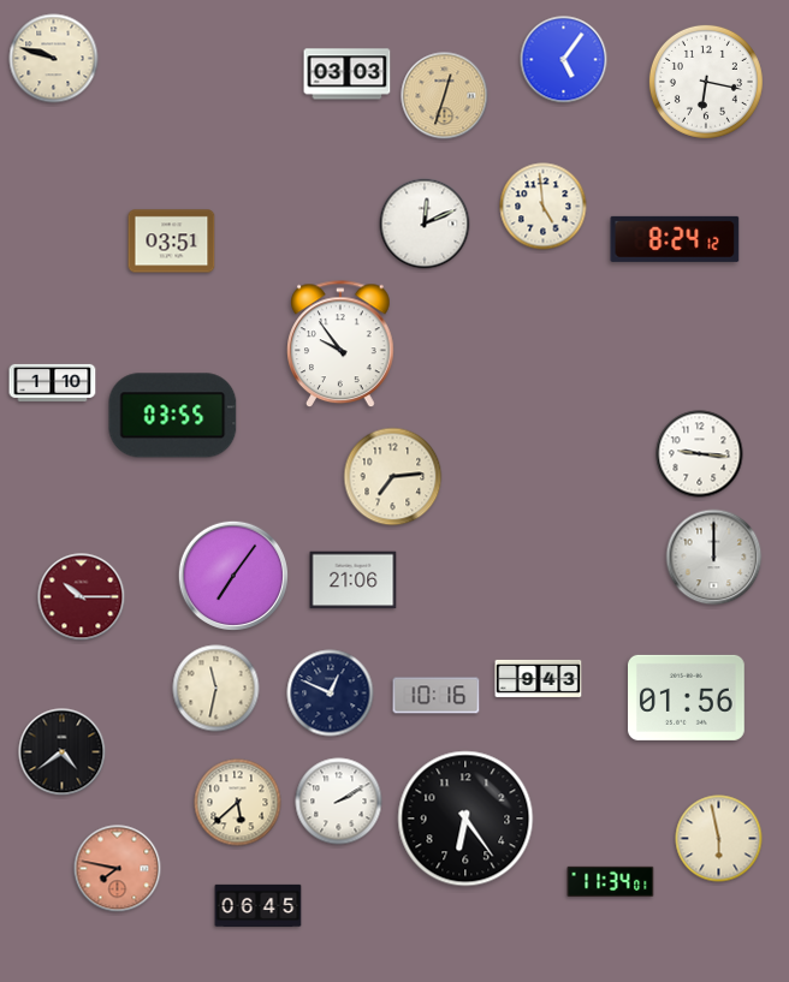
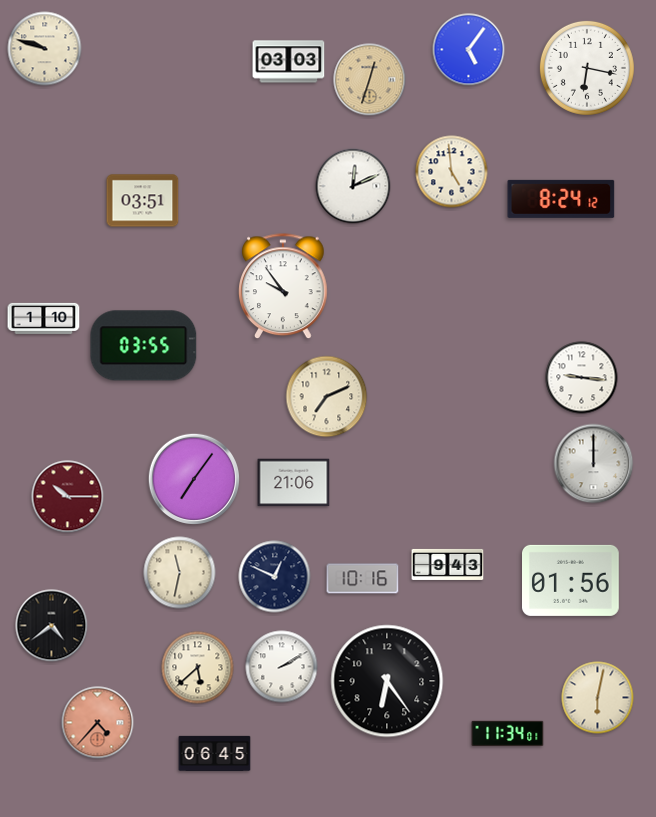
clock at (393, 477): 7:14 -> 7:11
clock at (719, 839): 5:58 -> 6:02
clock at (118, 869): 7:47 -> 4:37
